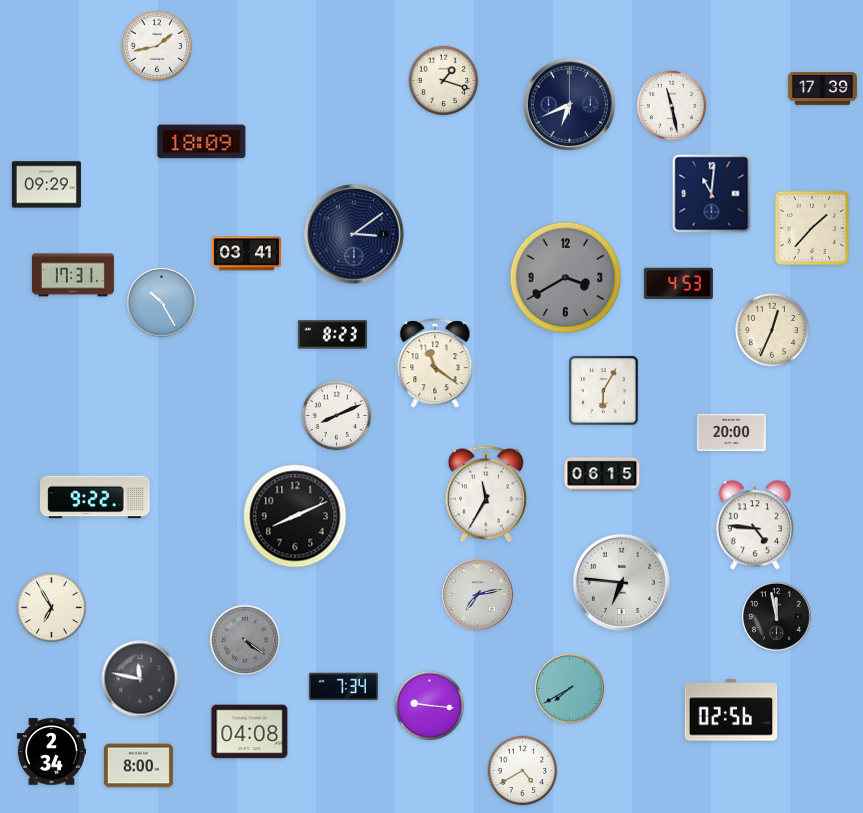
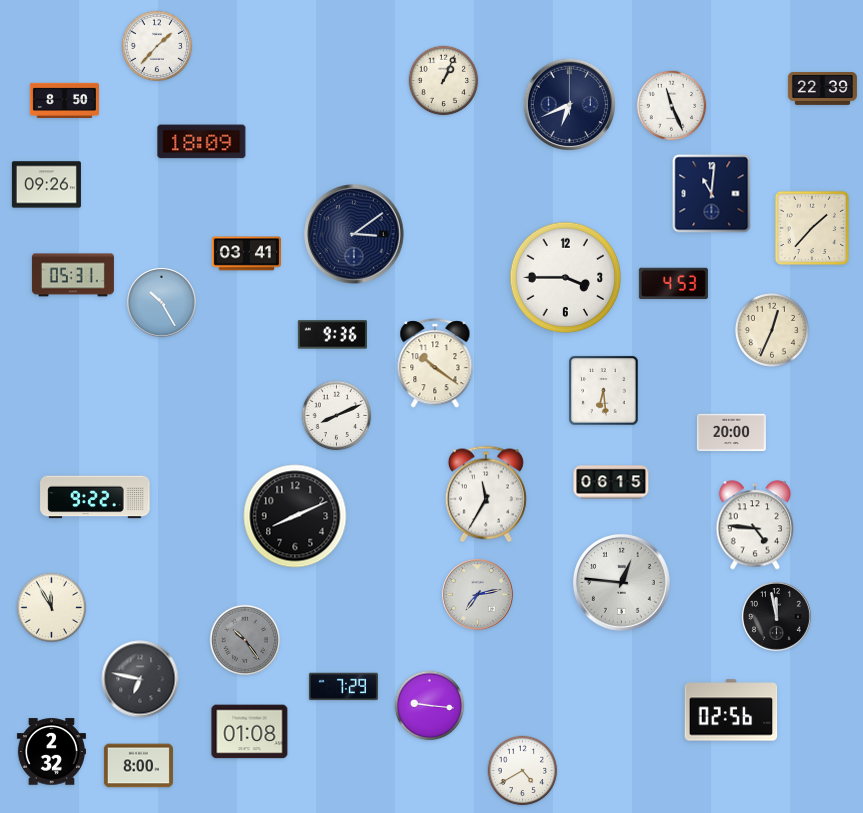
clock at (157, 46): 1:43 -> 1:37
clock at (444, 81): 1:18 -> 1:04
clock at (822, 89): 17:39 -> 22:39
clock at (64, 101): none -> 8:50
clock at (672, 106): 11:28 -> 11:26
clock at (46, 185): 09:29 -> 09:26
clock at (73, 275): 17:31 -> 05:31
clock at (566, 278): 3:40 -> 3:45
clock at (566, 278) dial: grey -> white
clock at (678, 284) position: (678, 284) -> (673, 284)
clock at (332, 335): 8:23 -> 9:36
clock at (435, 364): 11:21 -> 10:21
clock at (604, 391): 6:05 -> 6:29
clock at (602, 474) position: (602, 474) -> (611, 482)
clock at (621, 582): 6:46 -> 12:46
clock at (52, 608): 6:55 -> 11:55
clock at (245, 640): 4:21 -> 10:24
clock at (140, 679): 11:47 -> 6:47
clock at (343, 687): 7:34 -> 7:29
clock at (569, 688): 7:40 -> none
clock at (250, 732): 04:08 -> 01:08
clock at (51, 752): 2:34 -> 2:32
